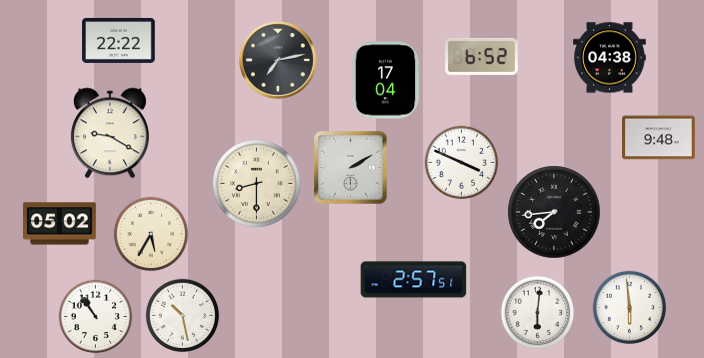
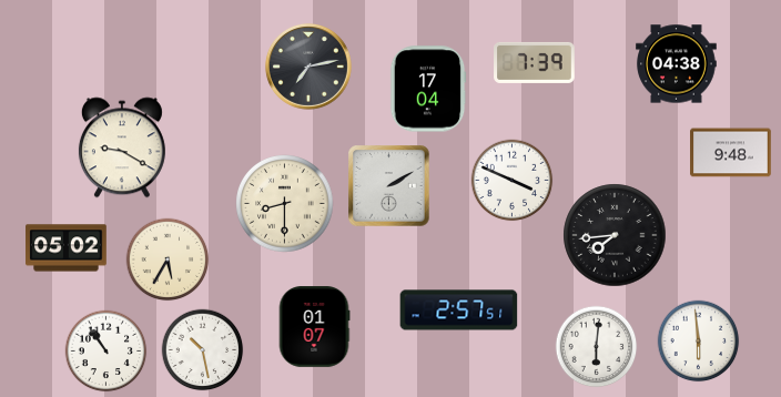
clock at (119, 40): 22:22 -> none
clock at (482, 56): 6:52 -> 7:39
clock at (314, 327): none -> 01:07
